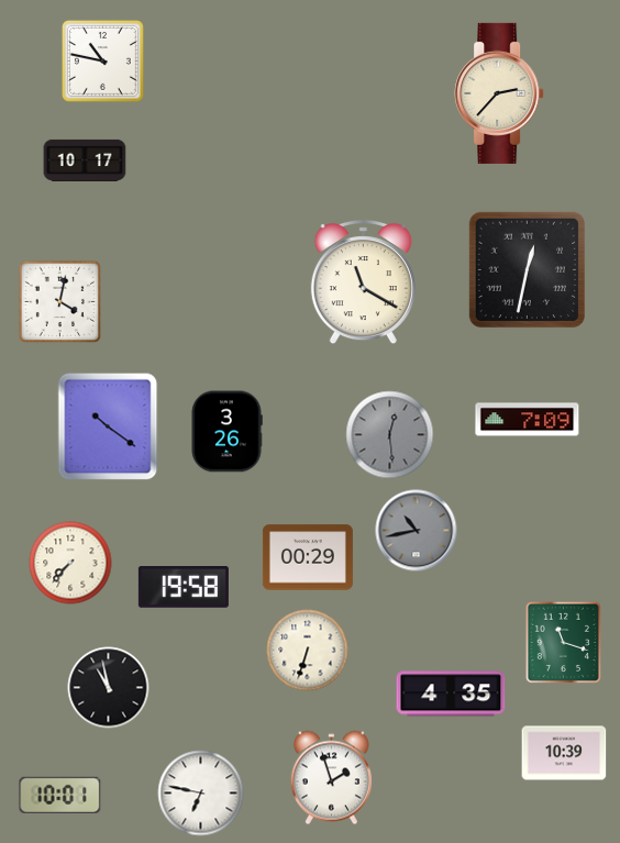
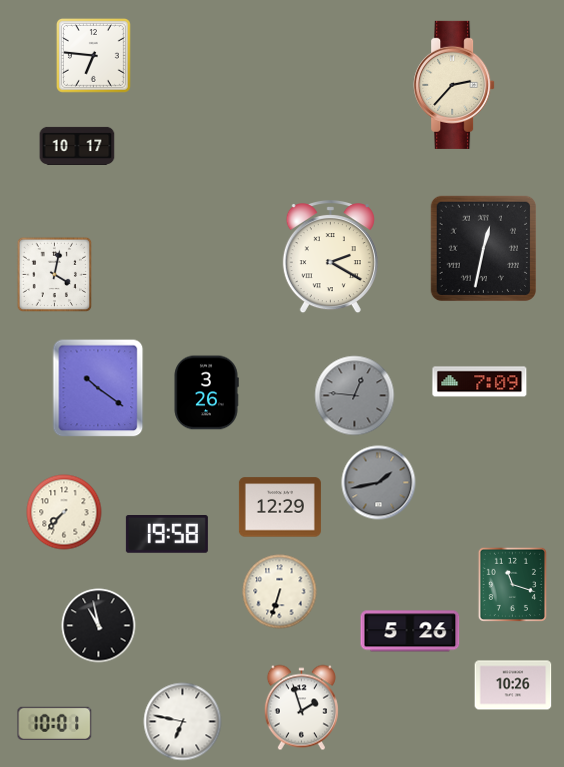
clock at (102, 60): 10:47 -> 6:46
clock at (527, 269) position: (527, 269) -> (483, 248)
clock at (363, 284): 11:20 -> 2:20
clock at (390, 435): 12:29 -> 12:46
clock at (417, 531): 10:43 -> 1:43
clock at (308, 557): 00:29 -> 12:29
clock at (451, 694): 4:35 -> 5:26
clock at (564, 753): 10:39 -> 10:26
